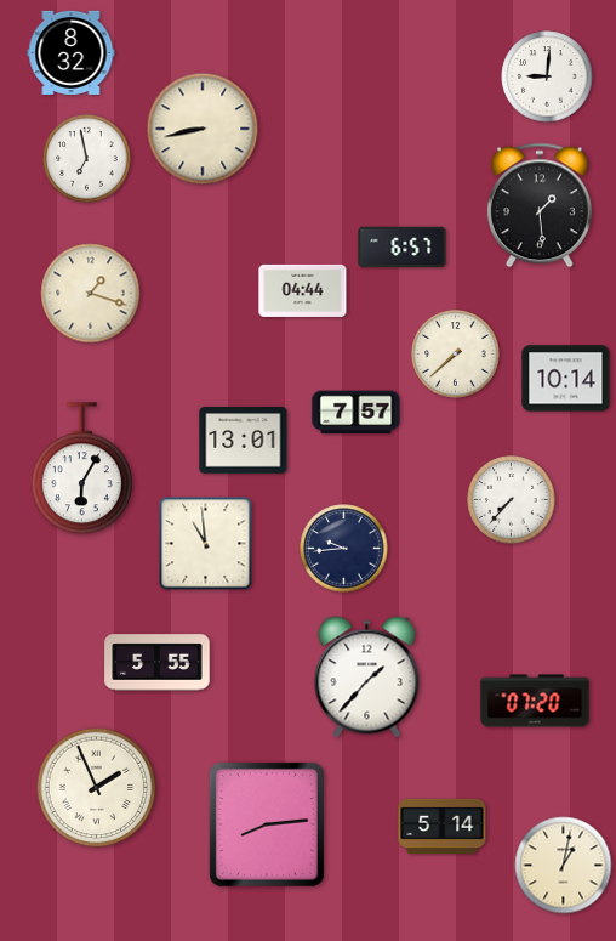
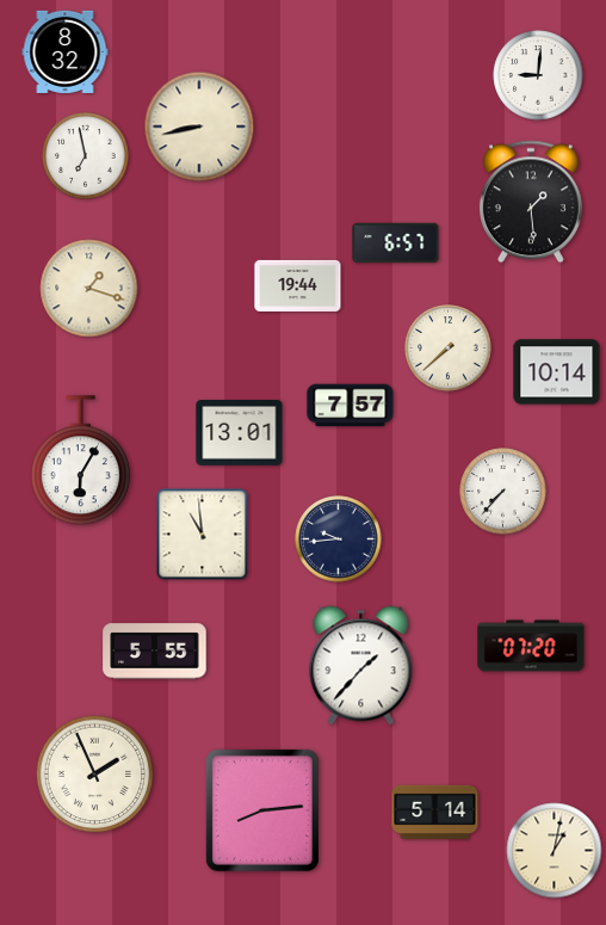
clock at (72, 52) position: (72, 52) -> (66, 51)
clock at (303, 290): 04:44 -> 19:44
clock at (535, 701) position: (535, 701) -> (531, 646)
